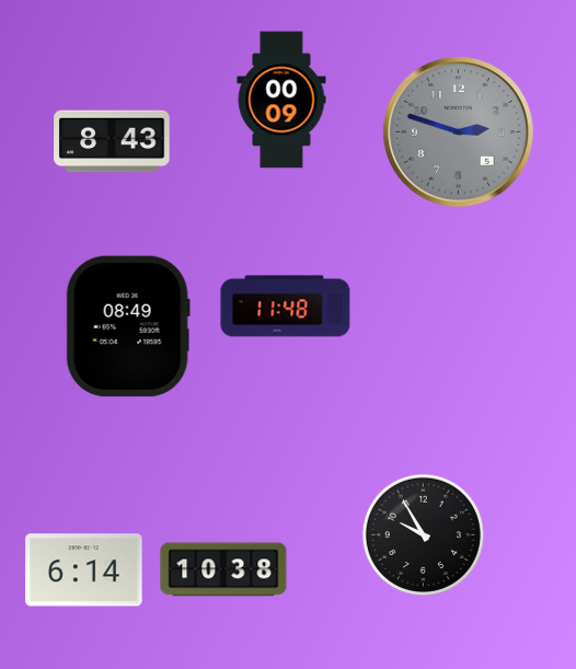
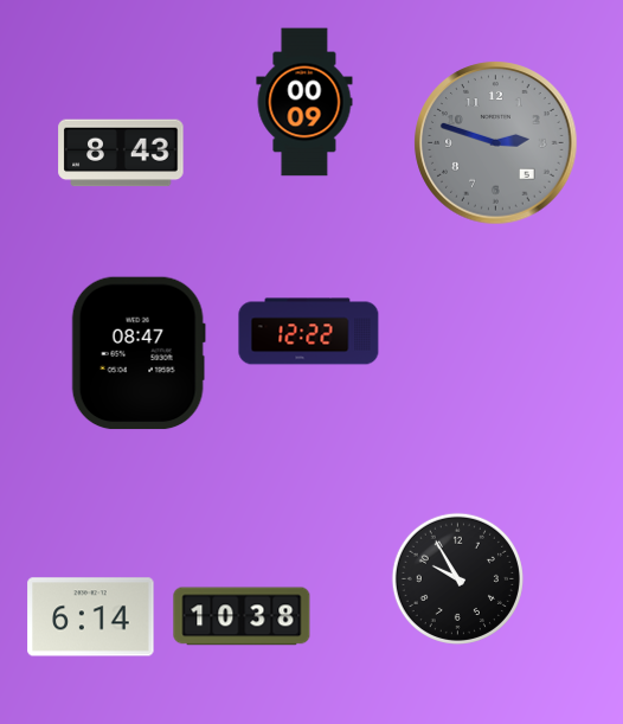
clock at (281, 100) position: (281, 100) -> (304, 102)
clock at (286, 307): 11:48 -> 12:22
clock at (128, 326): 08:49 -> 08:47
